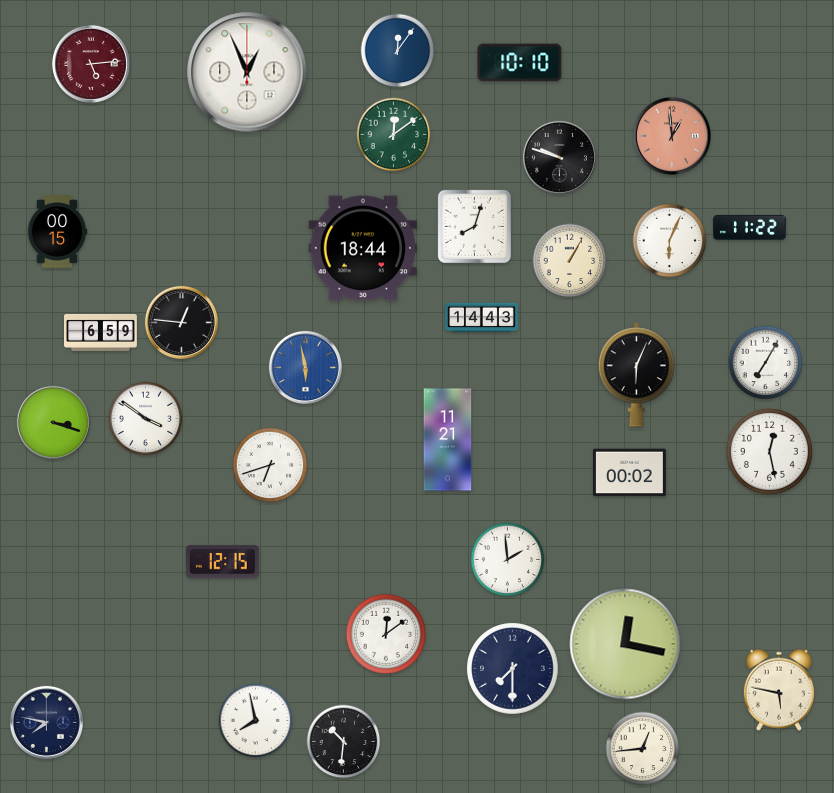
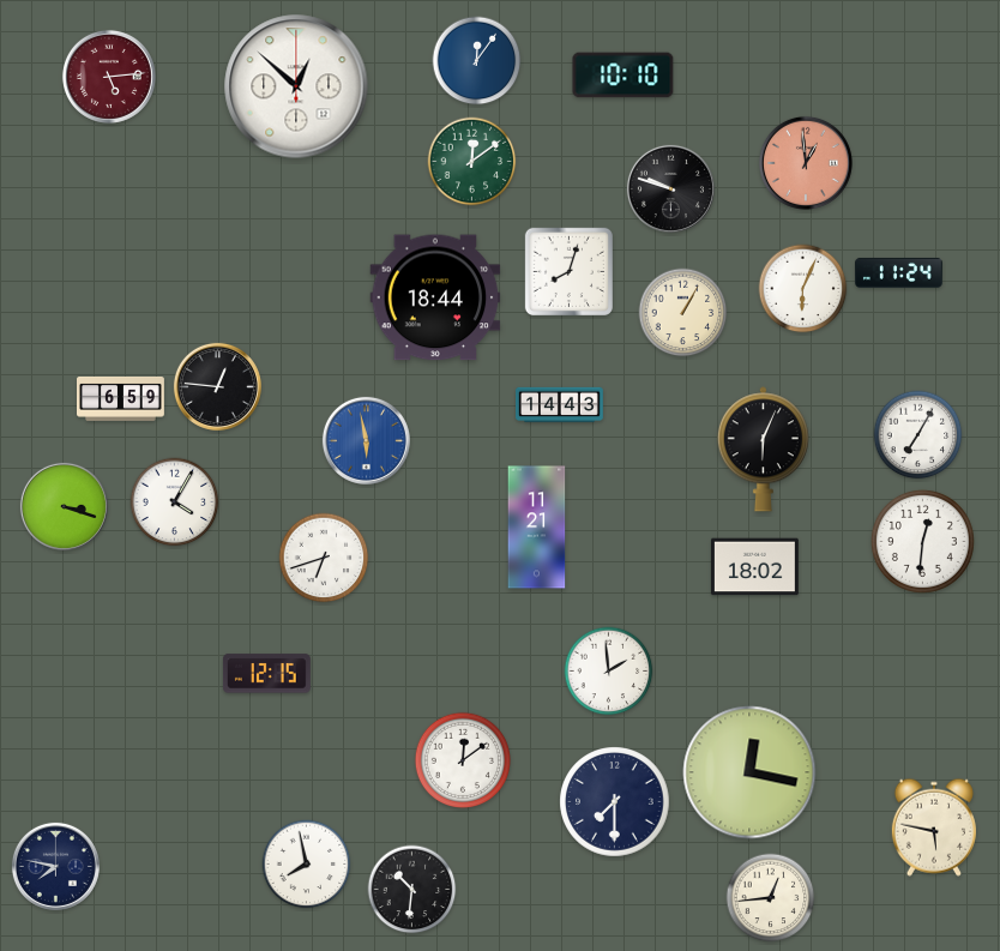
clock at (247, 72): 12:56 -> 12:52
clock at (750, 227): 11:22 -> 11:24
clock at (57, 232): 00:15 -> none
clock at (482, 318) position: (482, 318) -> (560, 405)
clock at (146, 419): 3:51 -> 4:05
clock at (769, 451): 12:28 -> 12:31
clock at (629, 473): 00:02 -> 18:02
